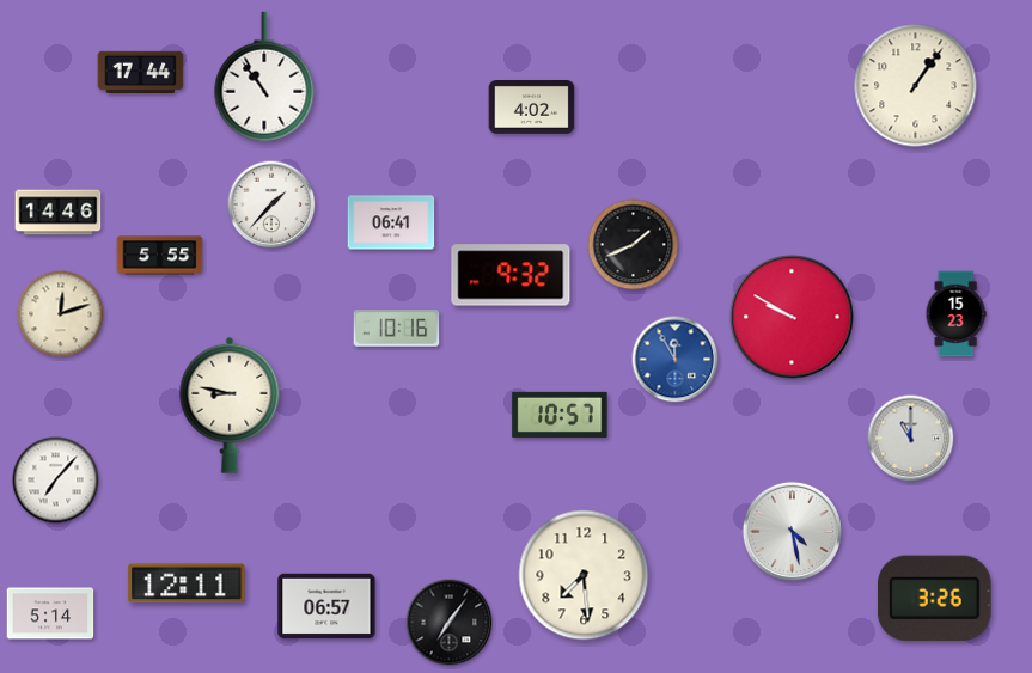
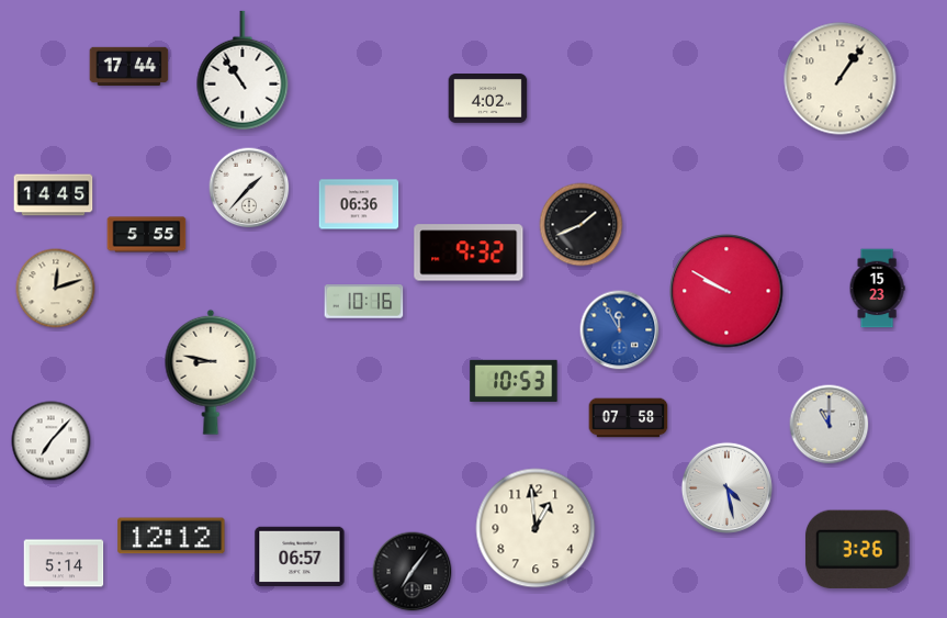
clock at (59, 213): 14:46 -> 14:45
clock at (391, 222): 06:41 -> 06:36
clock at (560, 414): 10:57 -> 10:53
clock at (911, 439) position: (911, 439) -> (830, 425)
clock at (629, 418): none -> 07:58
clock at (584, 575): 7:29 -> 12:59
clock at (187, 583): 12:11 -> 12:12
clock at (50, 613) position: (50, 613) -> (64, 563)
